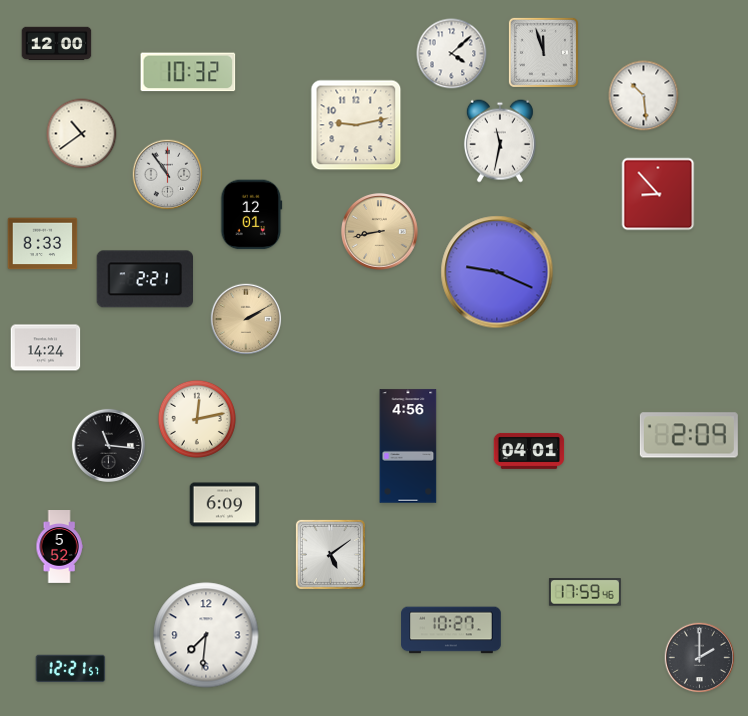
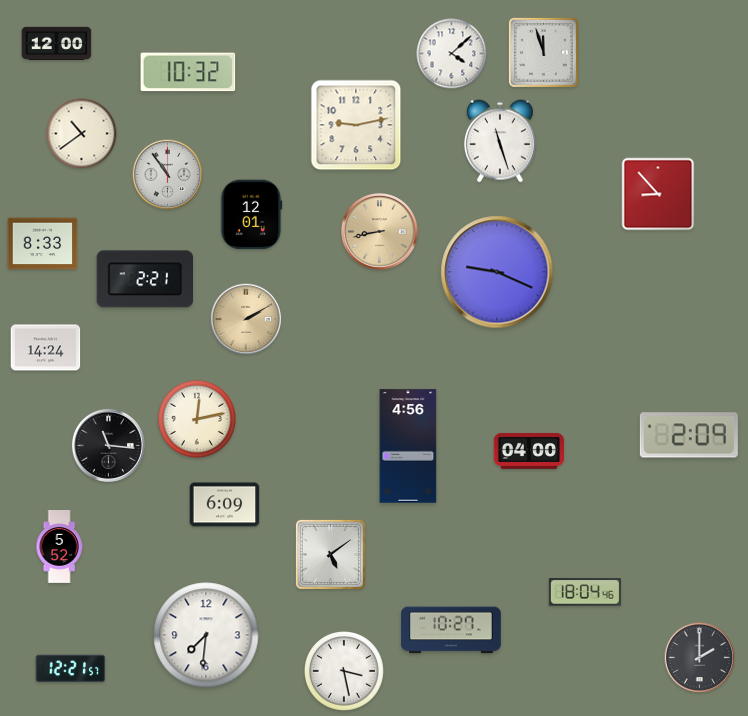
clock at (644, 96): 10:29 -> none
clock at (500, 141): 11:32 -> 11:27
clock at (529, 451): 04:01 -> 04:00
clock at (585, 592): 17:59 -> 18:04
clock at (345, 672): none -> 3:28
